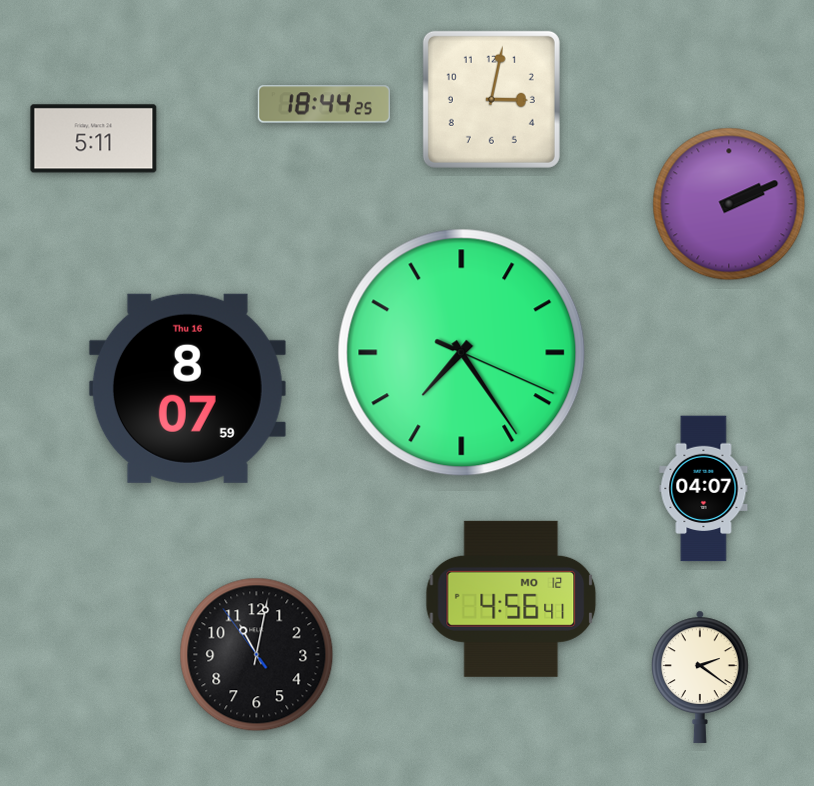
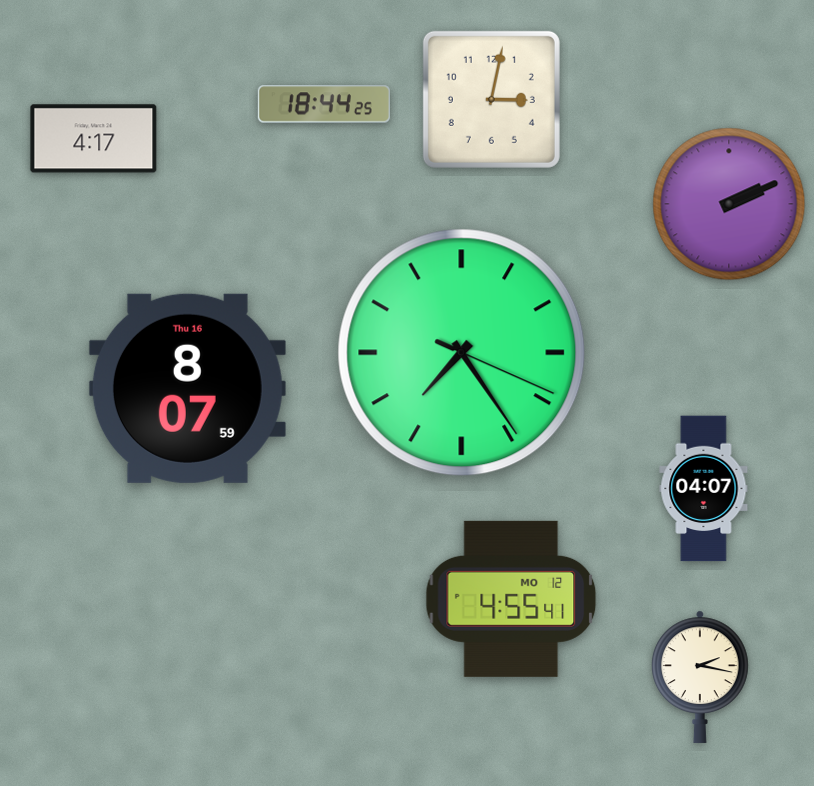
clock at (94, 139): 5:11 -> 4:17
clock at (511, 599): 4:56 -> 4:55
clock at (257, 655): 11:01 -> none
clock at (701, 677): 2:21 -> 2:17
